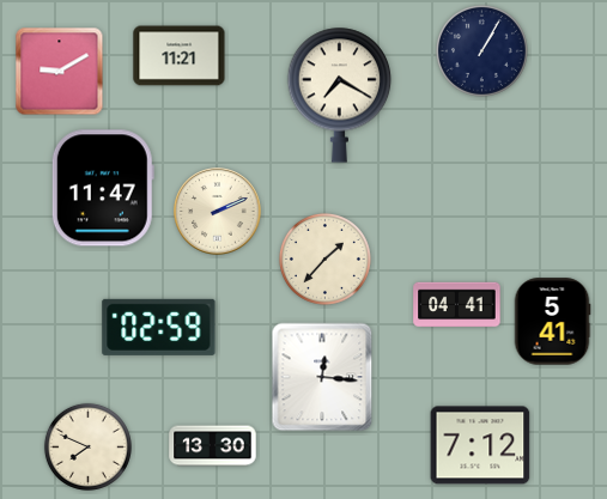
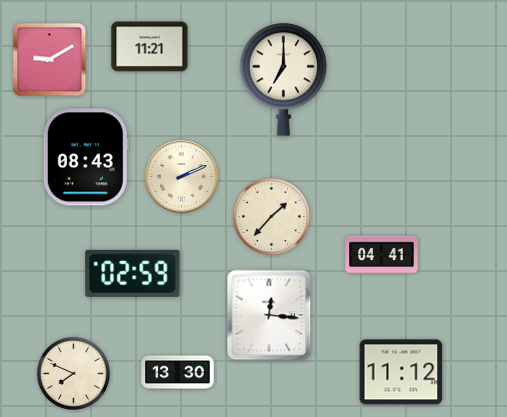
clock at (481, 50): 1:05 -> none
clock at (340, 95): 7:20 -> 7:00
clock at (103, 188): 11:47 -> 08:43
clock at (552, 322): 5:41 -> none
clock at (480, 445): 7:12 -> 11:12
